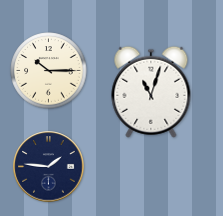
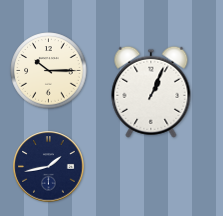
clock at (151, 92): 11:03 -> 1:04
clock at (49, 167): 1:46 -> 1:43
